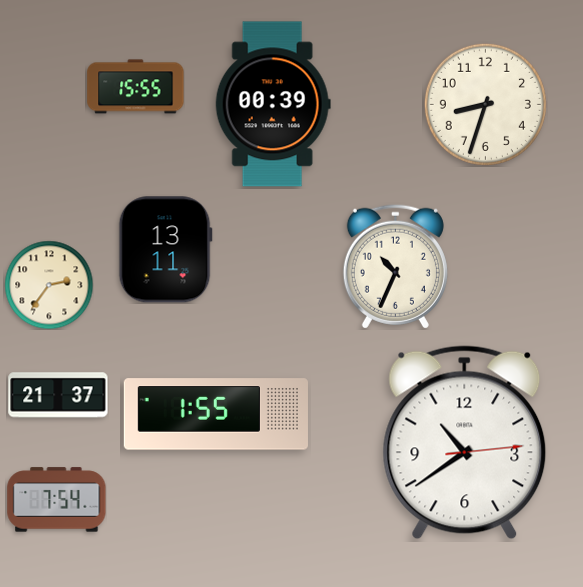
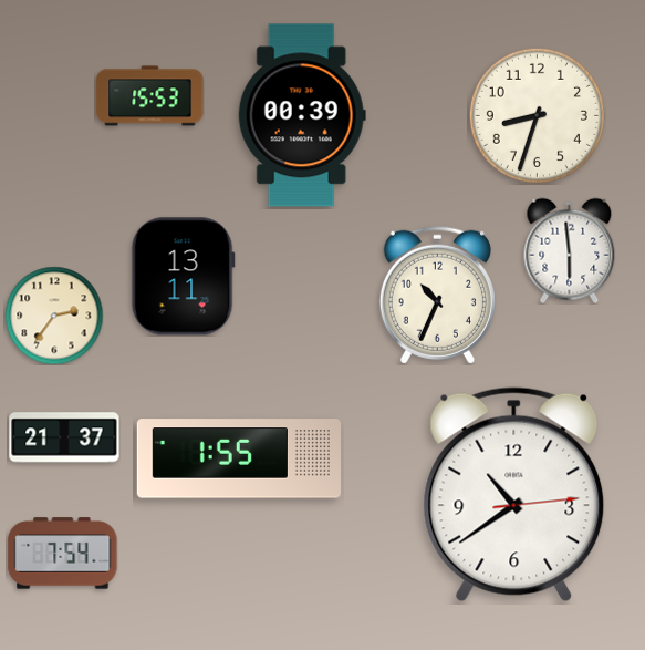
clock at (136, 87): 15:55 -> 15:53
clock at (570, 250): none -> 5:59
clock at (465, 443) position: (465, 443) -> (514, 495)
